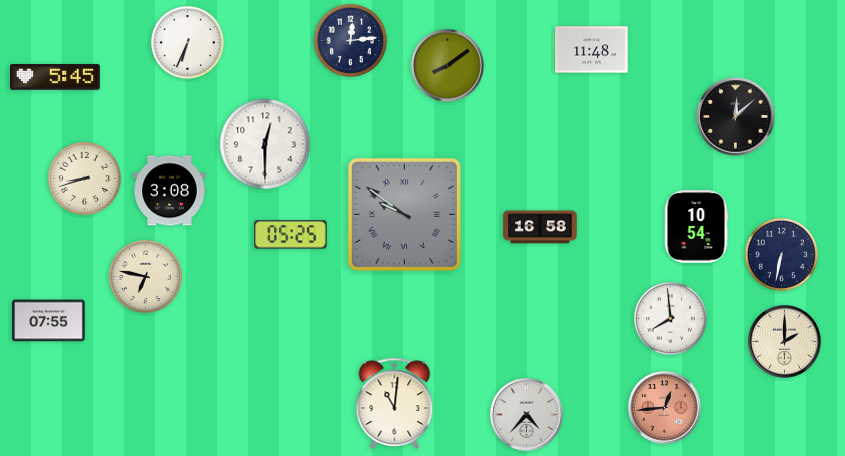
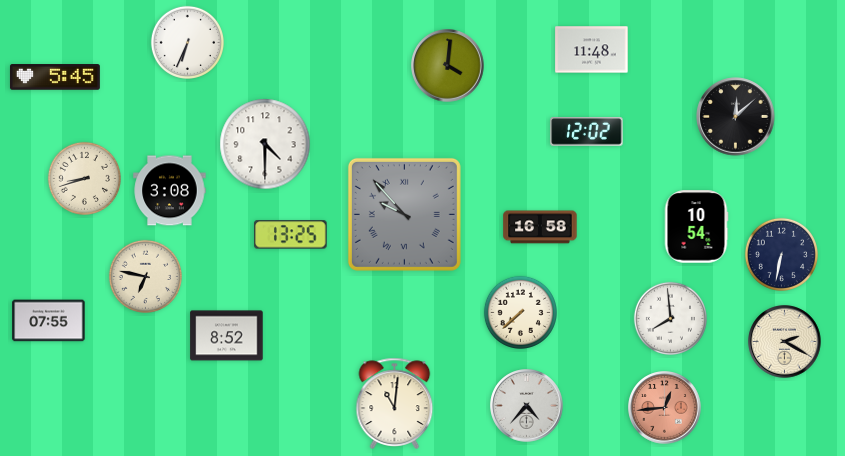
clock at (350, 40): 12:14 -> none
clock at (448, 66): 8:09 -> 4:01
clock at (587, 132): none -> 12:02
clock at (265, 144): 12:30 -> 4:30
clock at (404, 214): 9:51 -> 9:53
clock at (291, 235): 05:25 -> 13:25
clock at (520, 312): none -> 7:38
clock at (227, 336): none -> 8:52
clock at (785, 342): 2:00 -> 2:20
clock at (527, 415) position: (527, 415) -> (527, 406)
